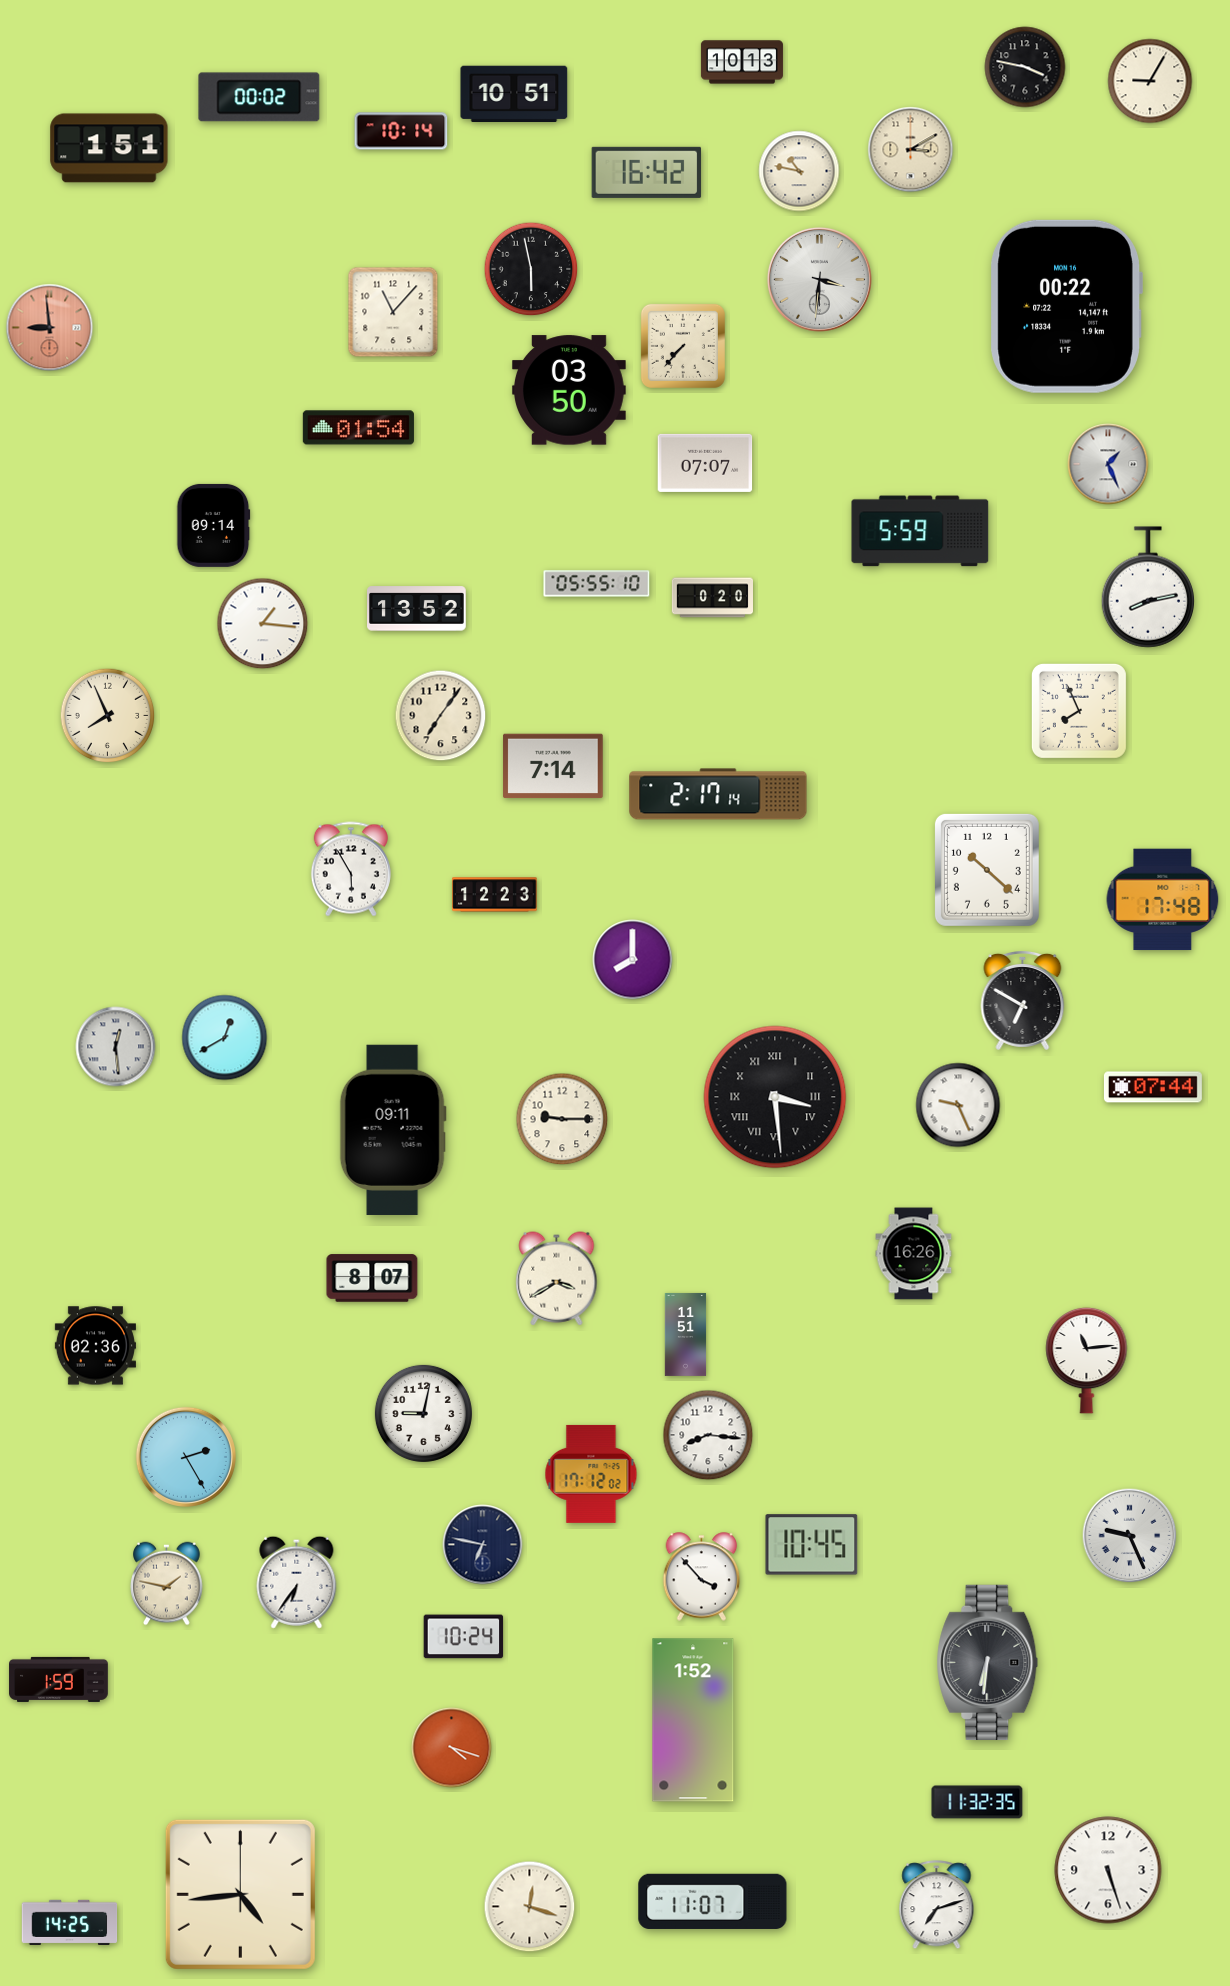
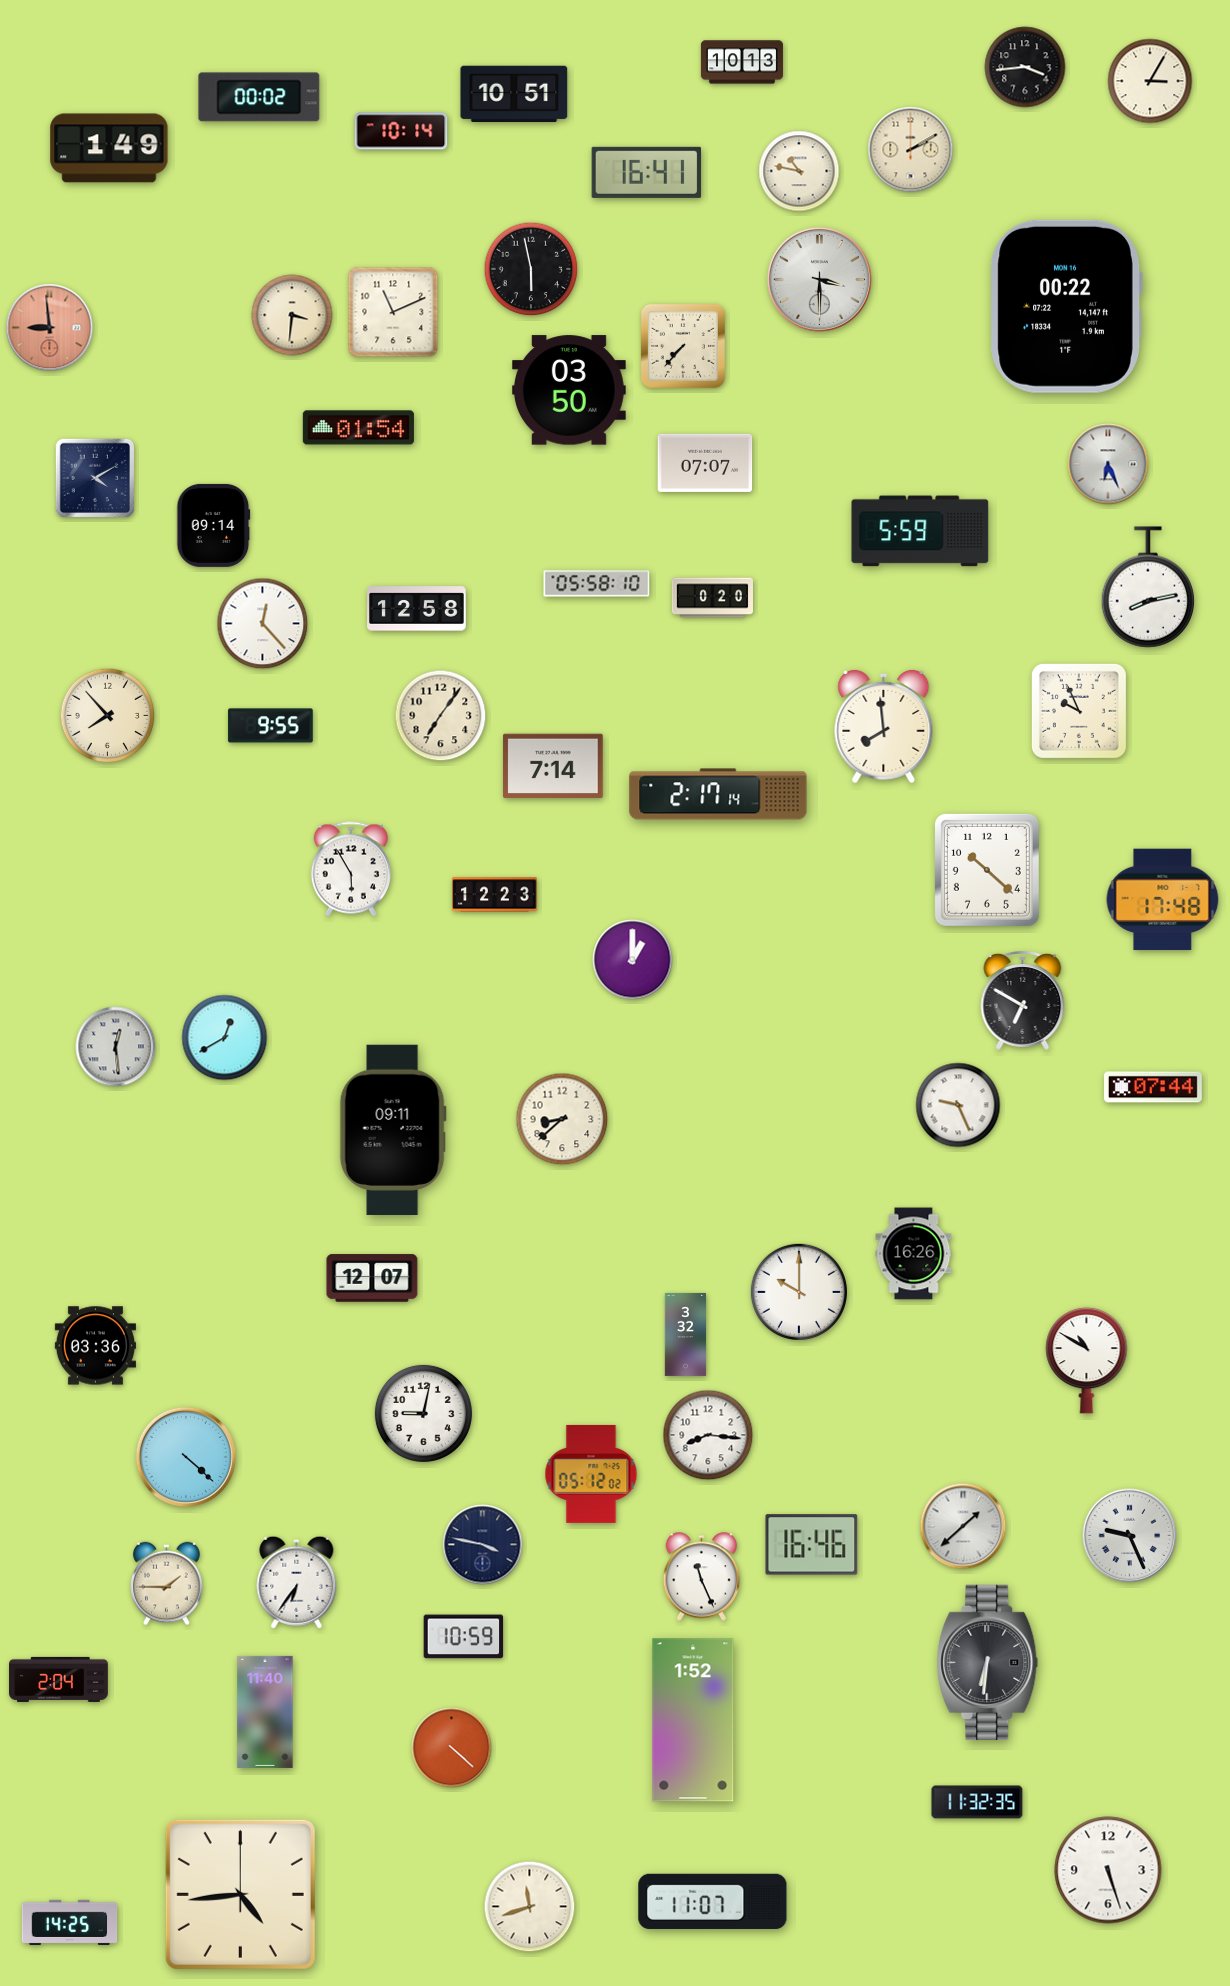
clock at (1025, 67): 3:47 -> 3:44
clock at (1150, 81): 9:05 -> 3:05
clock at (109, 148): 1:51 -> 1:49
clock at (911, 150): 3:10 -> 2:10
clock at (647, 172): 16:42 -> 16:41
clock at (819, 279): 3:31 -> 3:30
clock at (393, 312): 11:07 -> 11:11
clock at (292, 315): none -> 3:31
clock at (1108, 464): 1:26 -> 6:26
clock at (95, 478): none -> 4:10
clock at (597, 584): 05:55 -> 05:58
clock at (417, 609): 13:52 -> 12:58
clock at (263, 624): 1:16 -> 12:23
clock at (1079, 711): 7:56 -> 9:56
clock at (108, 716): 7:56 -> 7:53
clock at (271, 726): none -> 9:55
clock at (884, 726): none -> 7:59
clock at (633, 960): 8:00 -> 1:00
clock at (775, 1097): 3:29 -> none
clock at (562, 1119): 9:15 -> 8:38
clock at (372, 1278): 8:07 -> 12:07
clock at (557, 1279): 3:40 -> none
clock at (799, 1292): none -> 10:00
clock at (686, 1334): 11:51 -> 3:32
clock at (95, 1346): 02:36 -> 03:36
clock at (1087, 1360): 11:14 -> 10:50
clock at (186, 1457): 2:25 -> 4:22
clock at (591, 1474): 17:12 -> 05:12
clock at (963, 1526): none -> 1:38
clock at (483, 1545): 6:47 -> 3:47
clock at (812, 1545): 10:45 -> 16:46
clock at (702, 1577): 3:53 -> 11:26
clock at (167, 1584): 1:47 -> 1:45
clock at (464, 1637): 10:24 -> 10:59
clock at (59, 1679): 1:59 -> 2:04
clock at (265, 1712): none -> 11:40
clock at (452, 1748): 4:18 -> 4:22
clock at (937, 1905): 7:12 -> none
clock at (530, 1907): 12:18 -> 11:42
